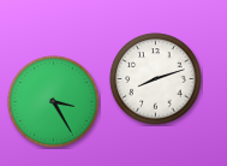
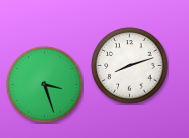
clock at (54, 102): 3:25 -> 3:27
